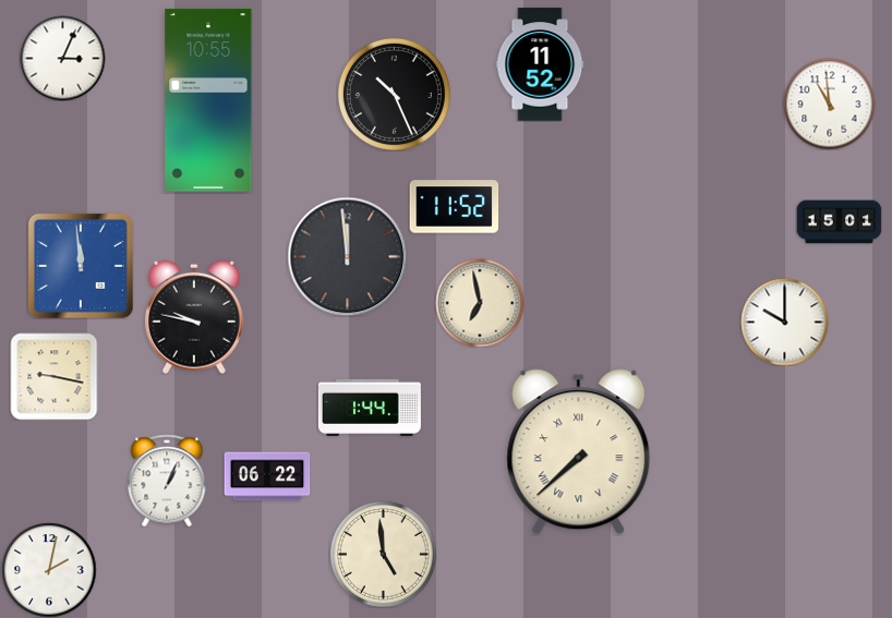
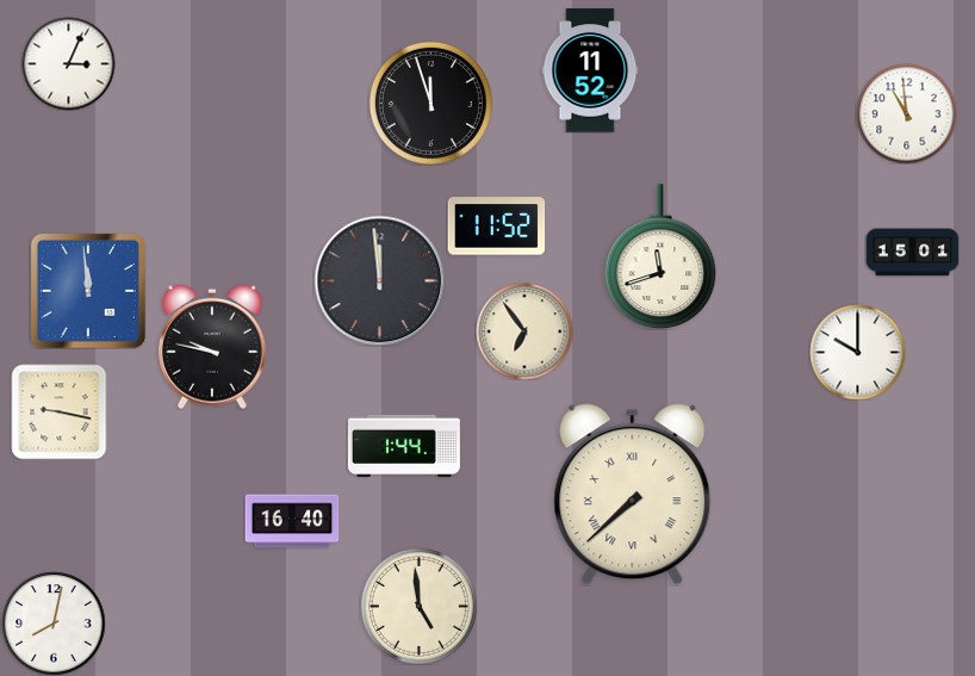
clock at (394, 94): 10:26 -> 11:57
clock at (208, 100): 10:55 -> none
clock at (839, 222) position: (839, 222) -> (912, 253)
clock at (660, 256): none -> 11:42
clock at (480, 303): 6:58 -> 6:54
clock at (267, 476): 06:22 -> 16:40
clock at (167, 481): 1:04 -> none
clock at (49, 570): 2:02 -> 8:02
